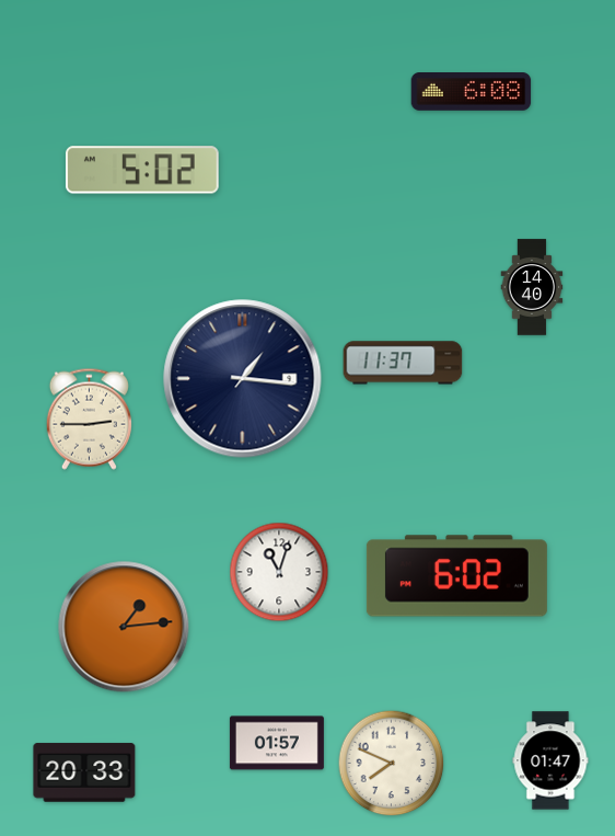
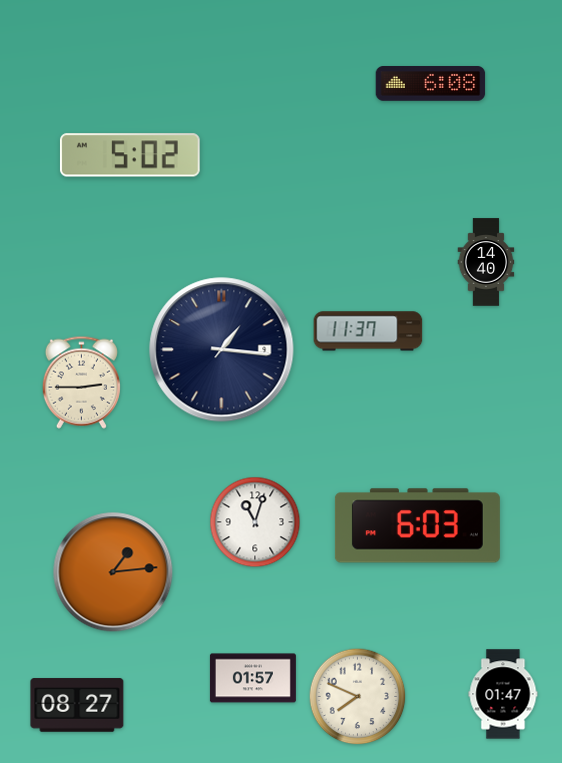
clock at (243, 379) position: (243, 379) -> (222, 350)
clock at (456, 576): 6:02 -> 6:03
clock at (84, 772): 20:33 -> 08:27
